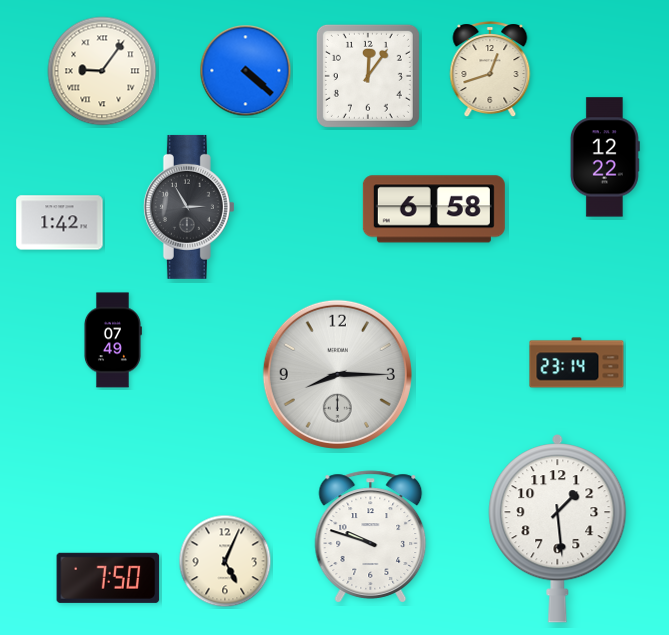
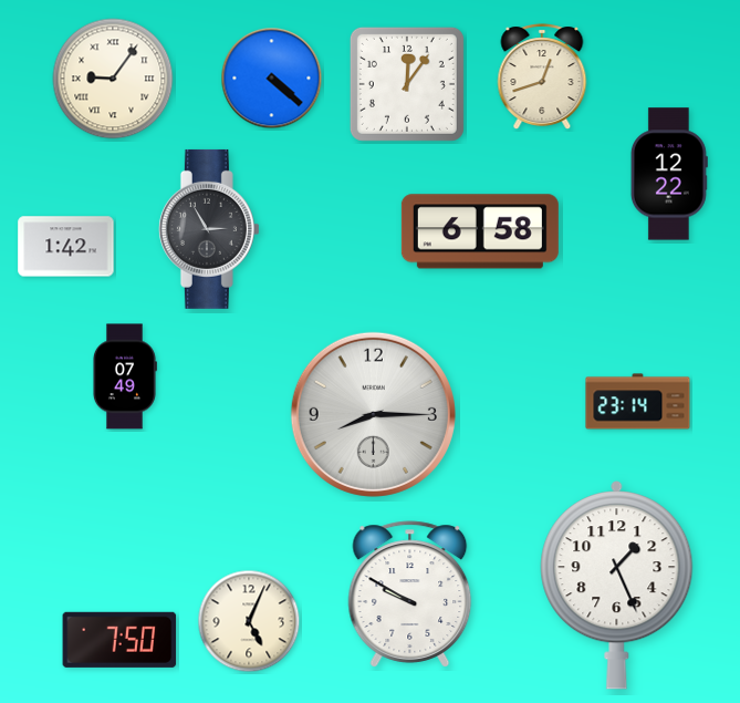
clock at (558, 529): 1:29 -> 1:26
clock at (371, 537): 9:48 -> 9:50
